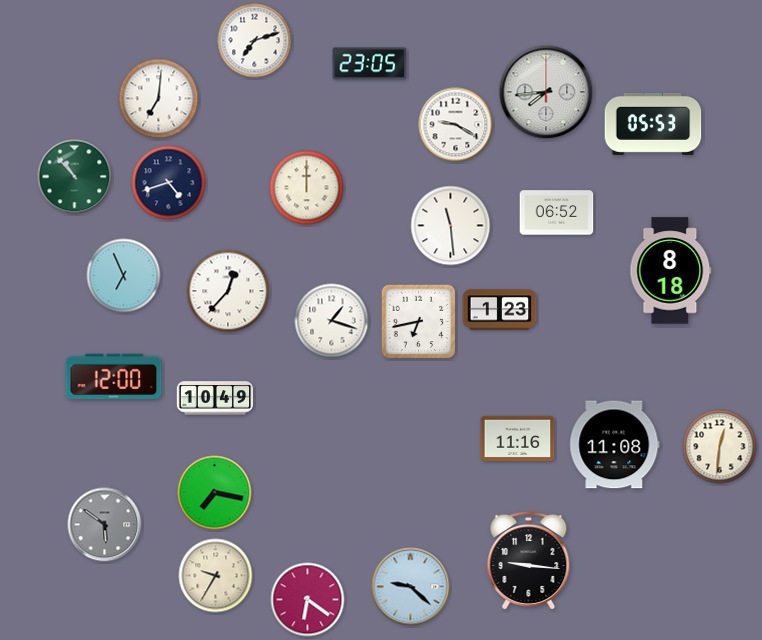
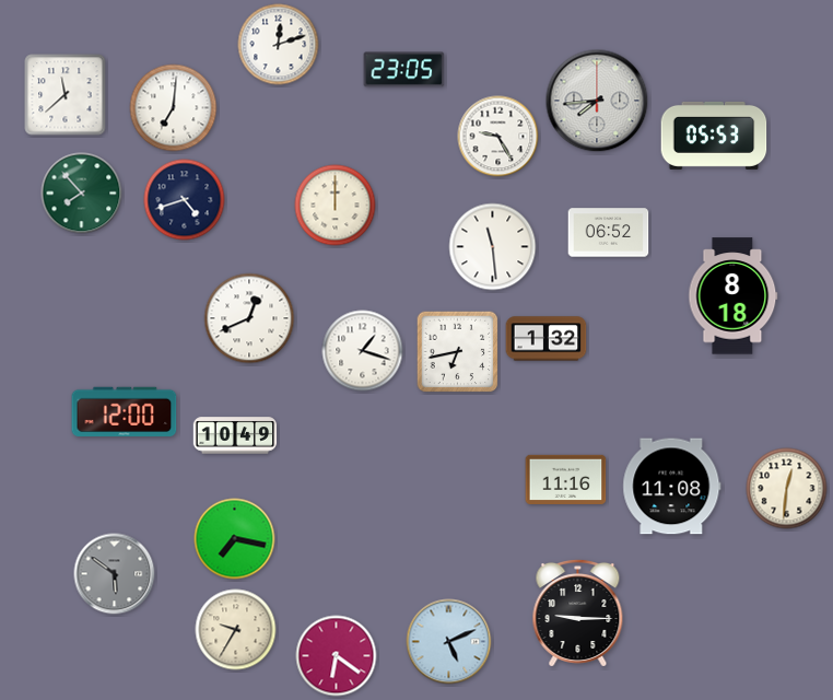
clock at (255, 41): 7:12 -> 12:12
clock at (66, 95): none -> 11:38
clock at (456, 125): 9:20 -> 9:25
clock at (75, 177): 10:53 -> 7:53
clock at (124, 276): 6:56 -> none
clock at (228, 291): 12:37 -> 12:41
clock at (500, 310): 1:23 -> 1:32
clock at (529, 560): 9:16 -> 9:15
clock at (411, 587): 9:22 -> 5:11
